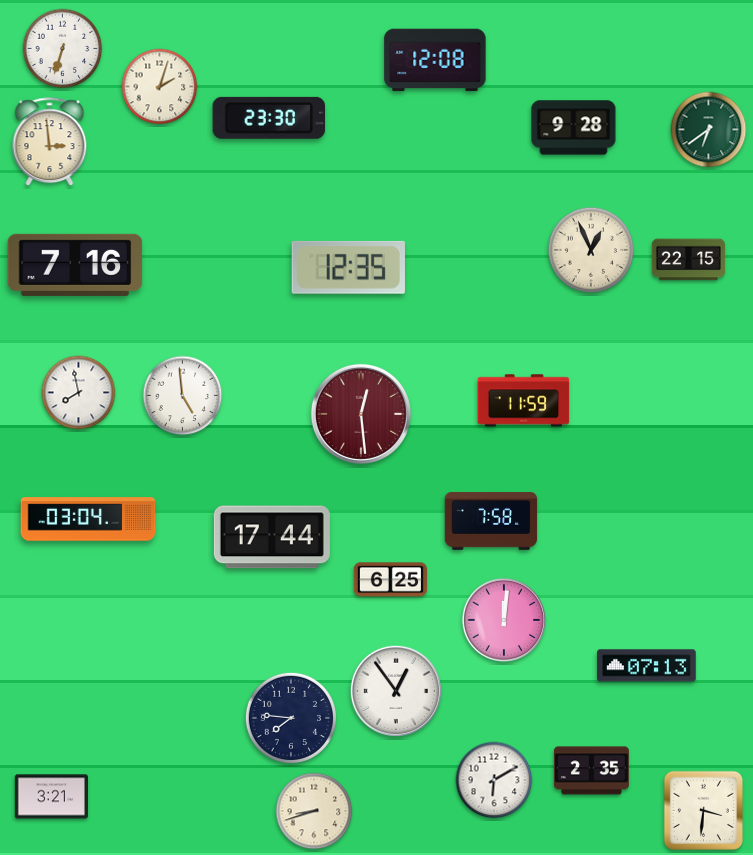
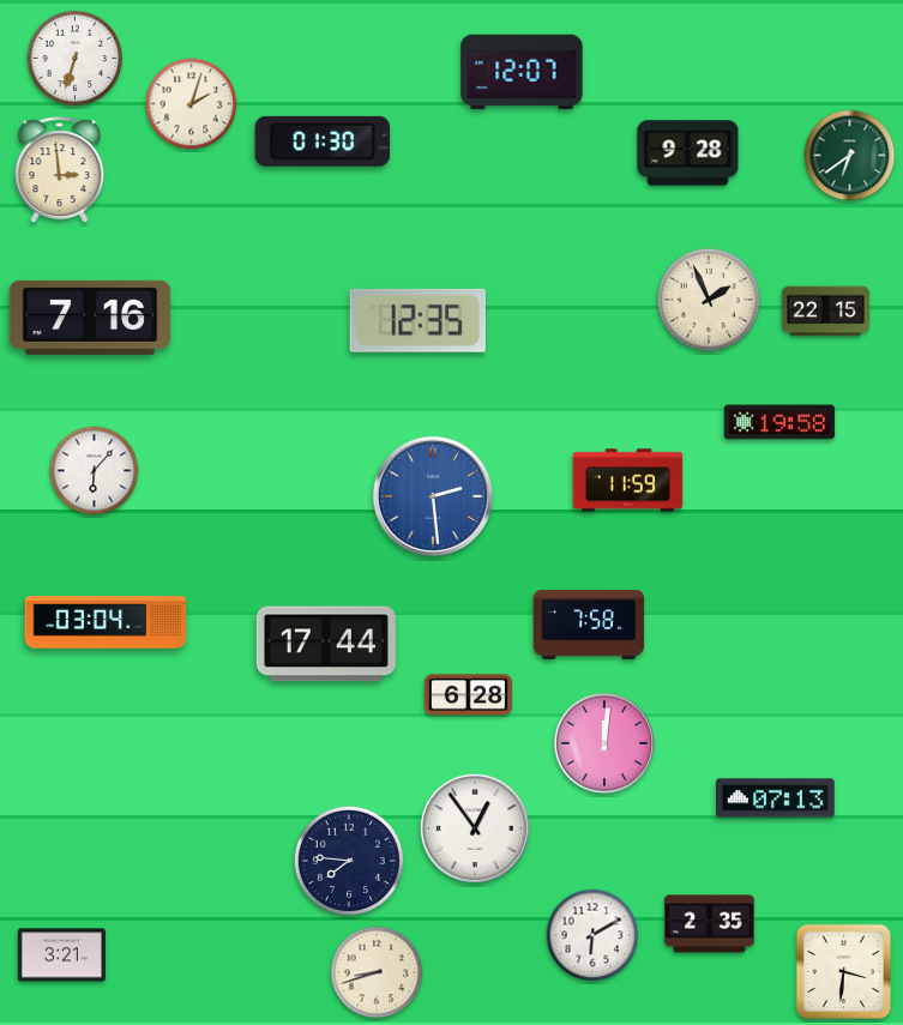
clock at (435, 60): 12:08 -> 12:07
clock at (269, 118): 23:30 -> 01:30
clock at (591, 250): 12:56 -> 1:56
clock at (779, 422): none -> 19:58
clock at (79, 393): 7:58 -> 6:07
clock at (183, 396): 4:59 -> none
clock at (361, 414): 12:29 -> 2:29
clock at (361, 414) dial: burgundy -> blue
clock at (390, 580): 6:25 -> 6:28
